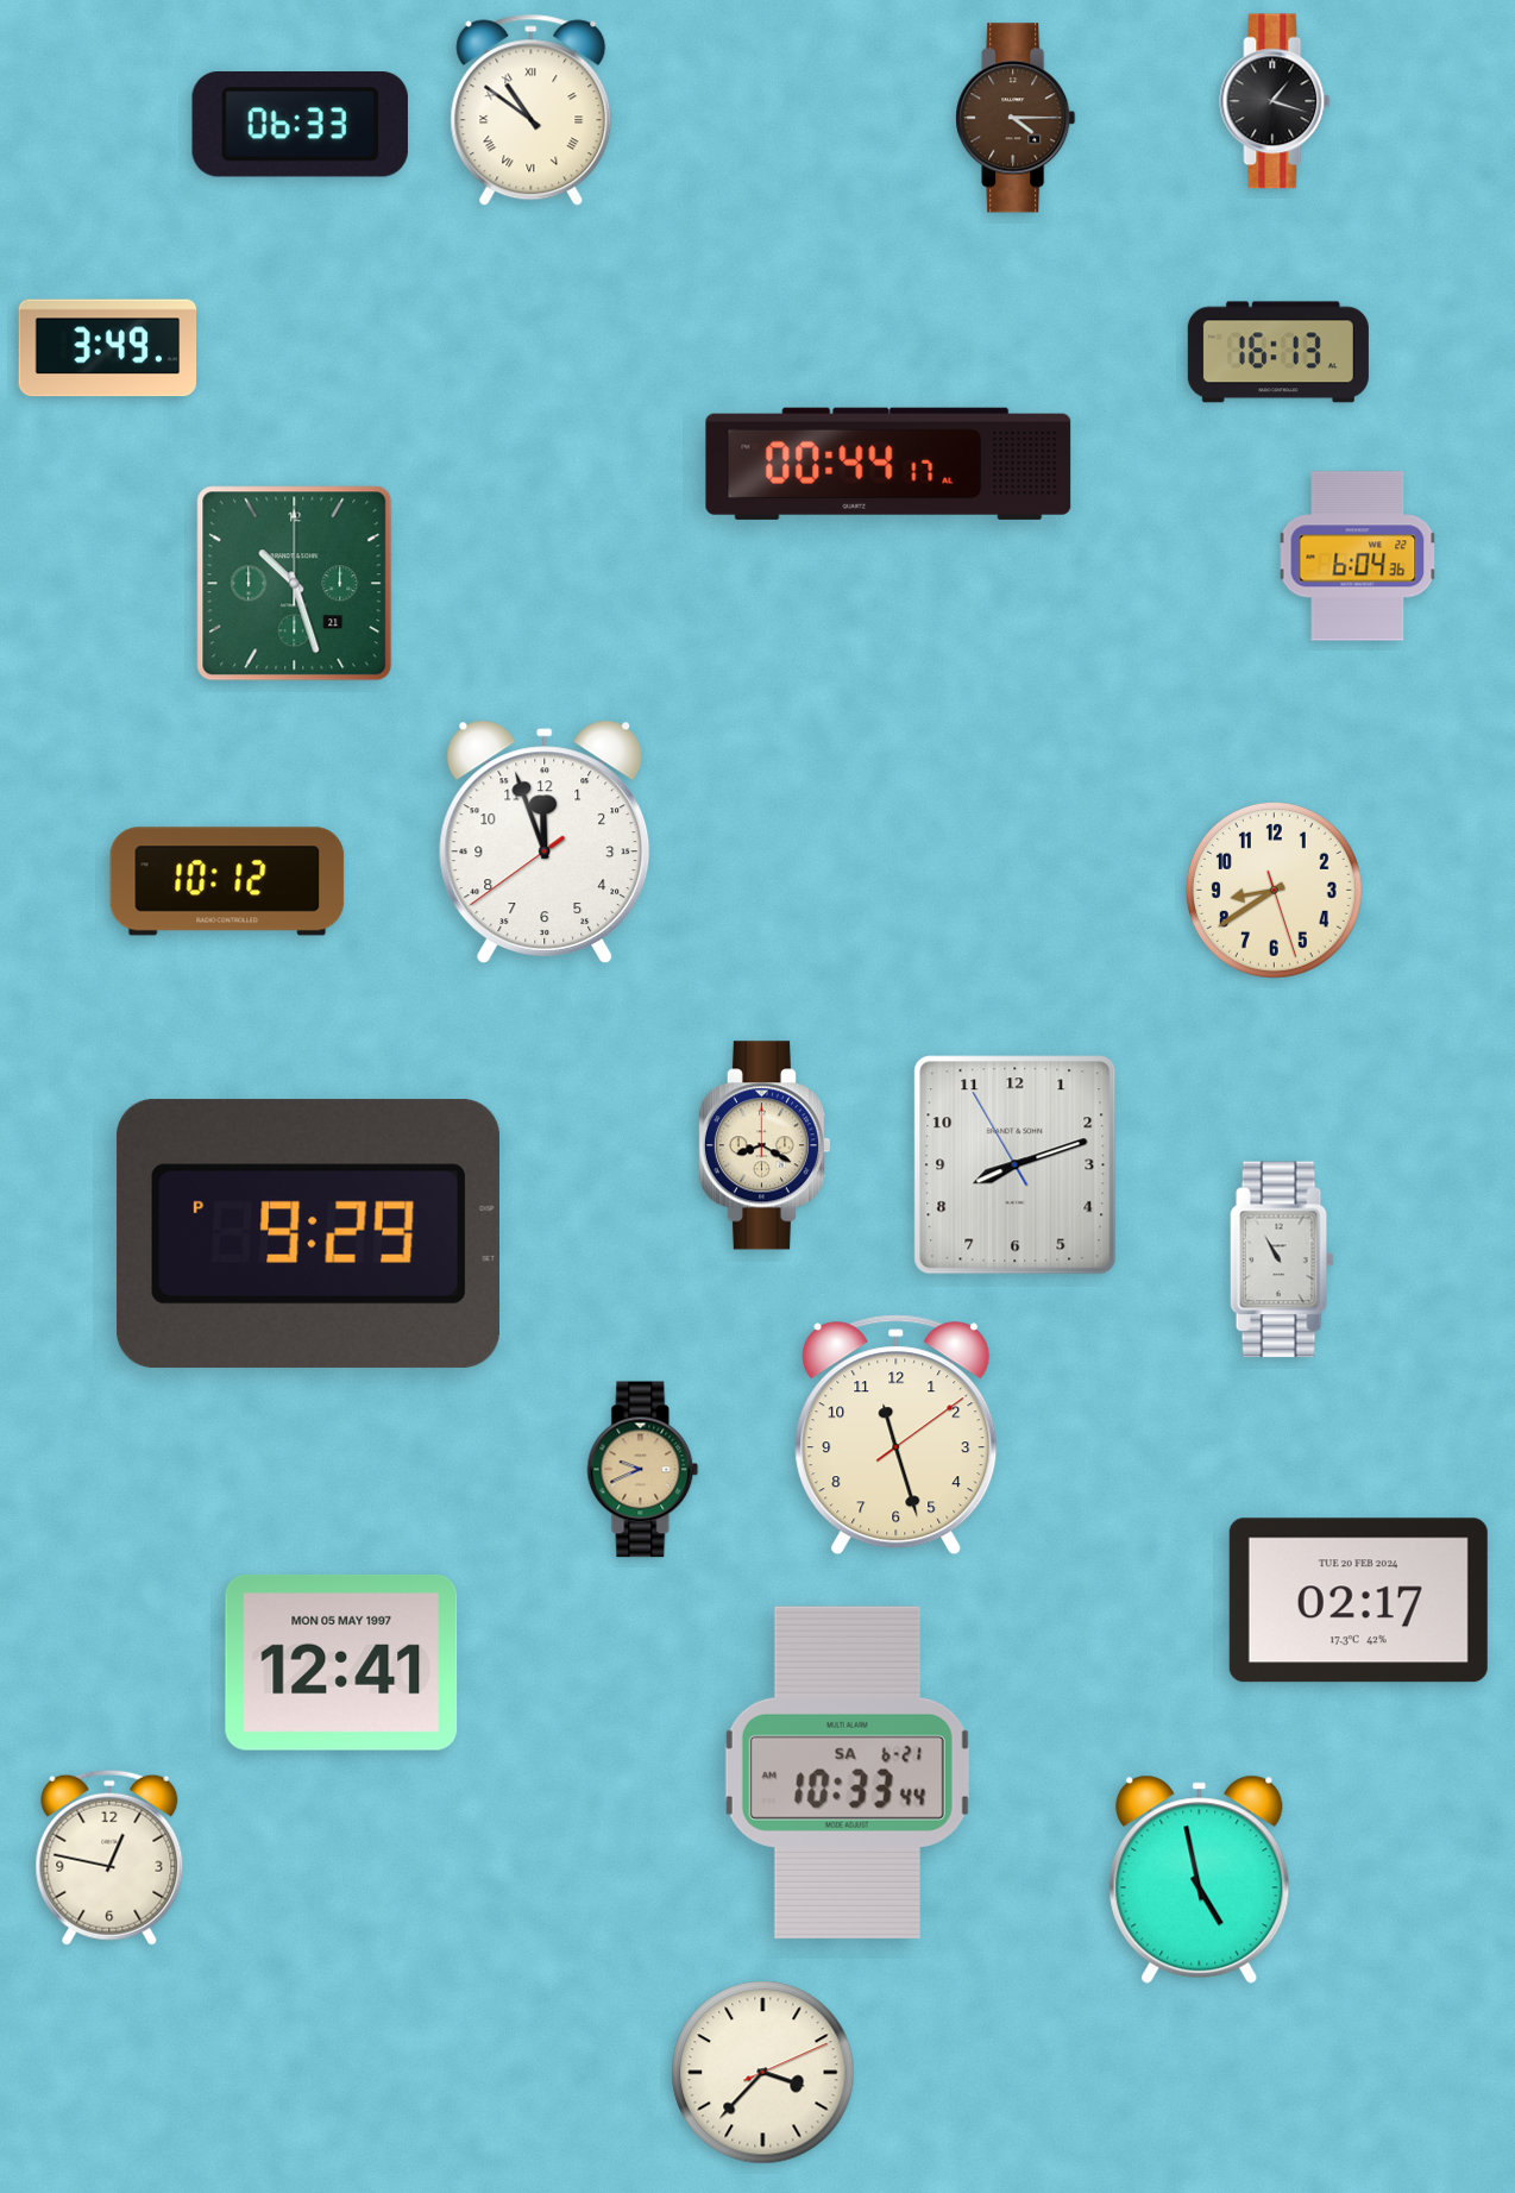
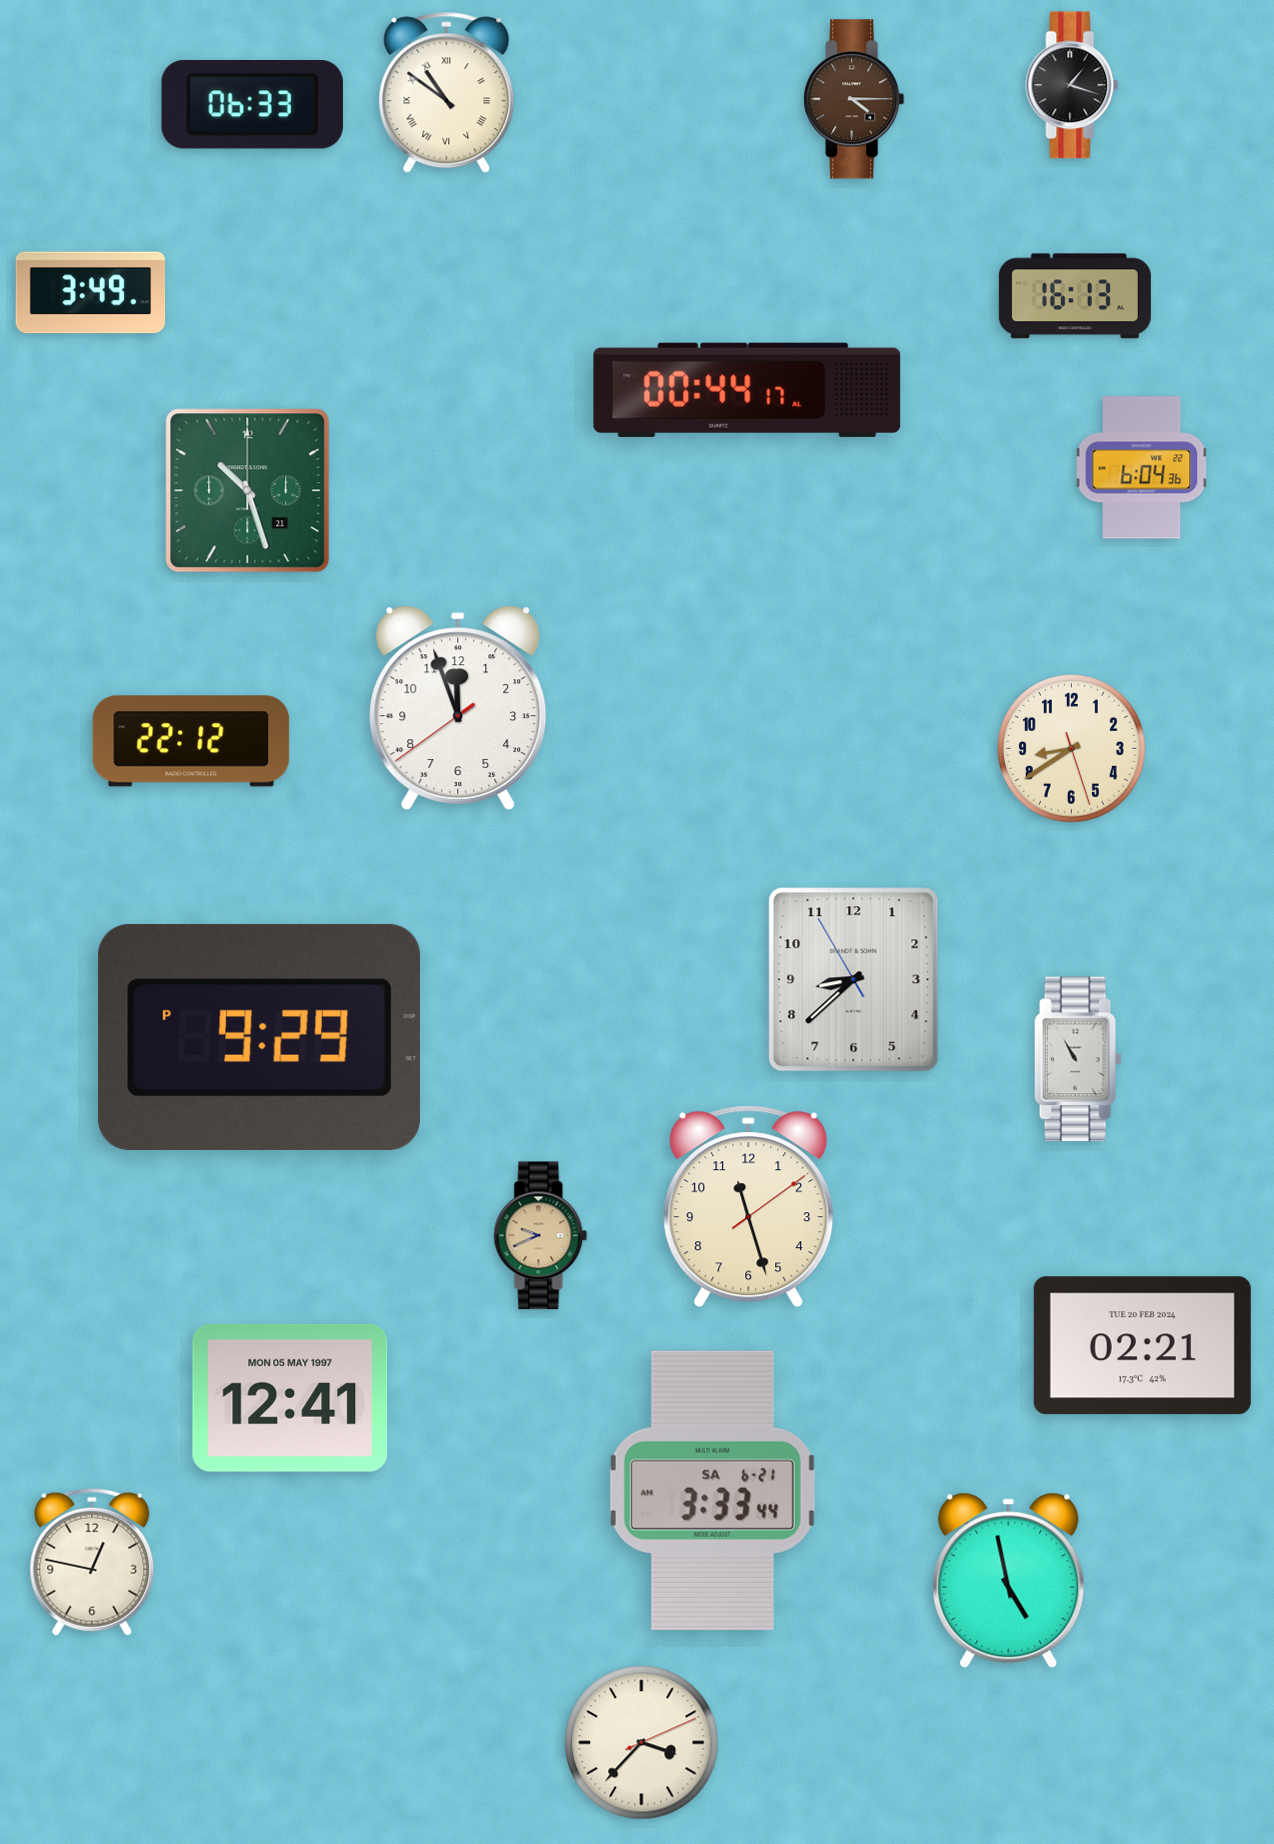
clock at (227, 881): 10:12 -> 22:12
clock at (763, 1145): 8:20 -> none
clock at (1016, 1165): 8:11 -> 8:37
clock at (897, 1435) position: (897, 1435) -> (749, 1207)
clock at (1358, 1601): 02:17 -> 02:21
clock at (341, 1663) position: (341, 1663) -> (290, 1398)
clock at (847, 1772): 10:33 -> 3:33
